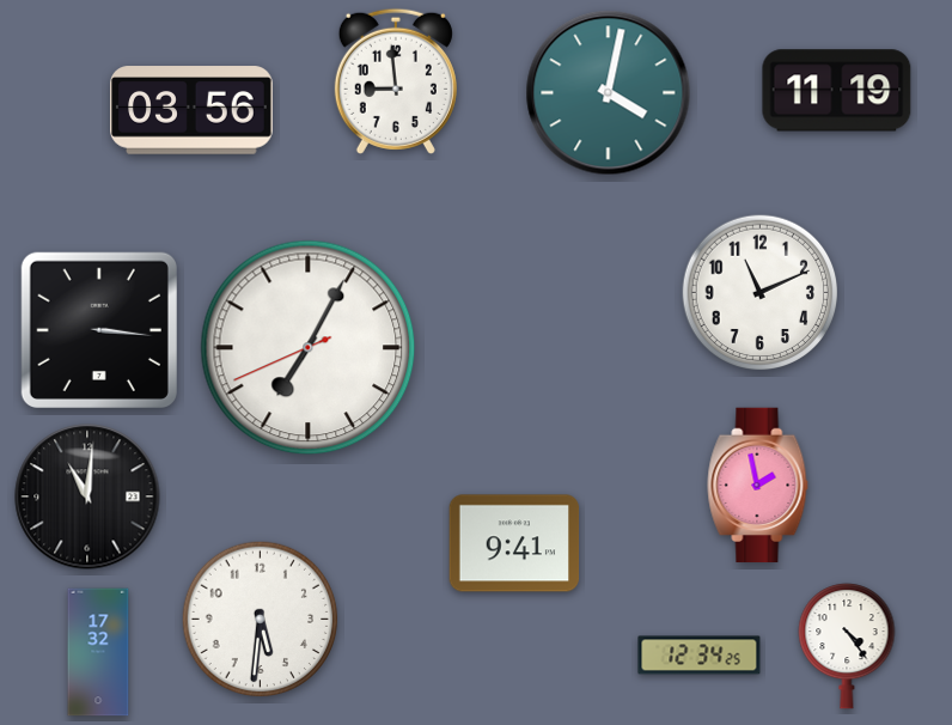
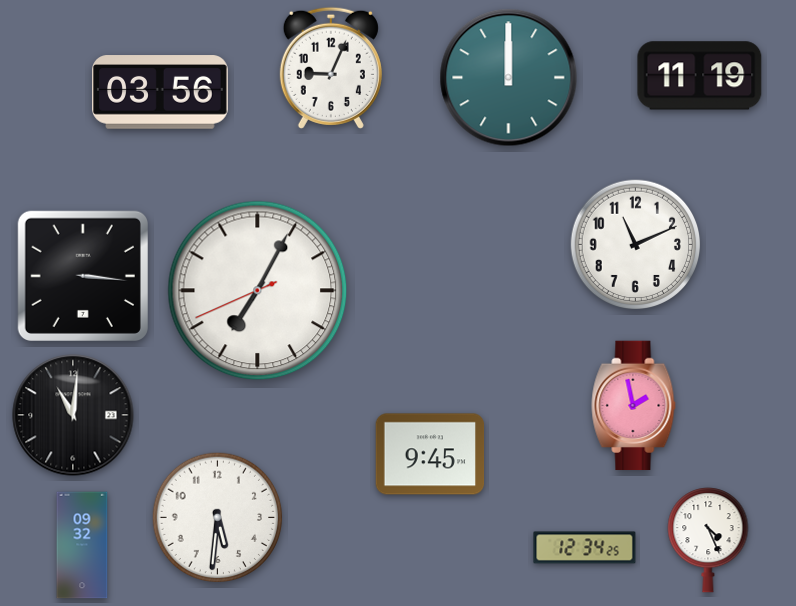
clock at (396, 81): 8:59 -> 9:04
clock at (609, 93): 4:02 -> 12:00
clock at (514, 543): 9:41 -> 9:45
clock at (847, 646): 4:24 -> 4:26
clock at (98, 652): 17:32 -> 09:32
